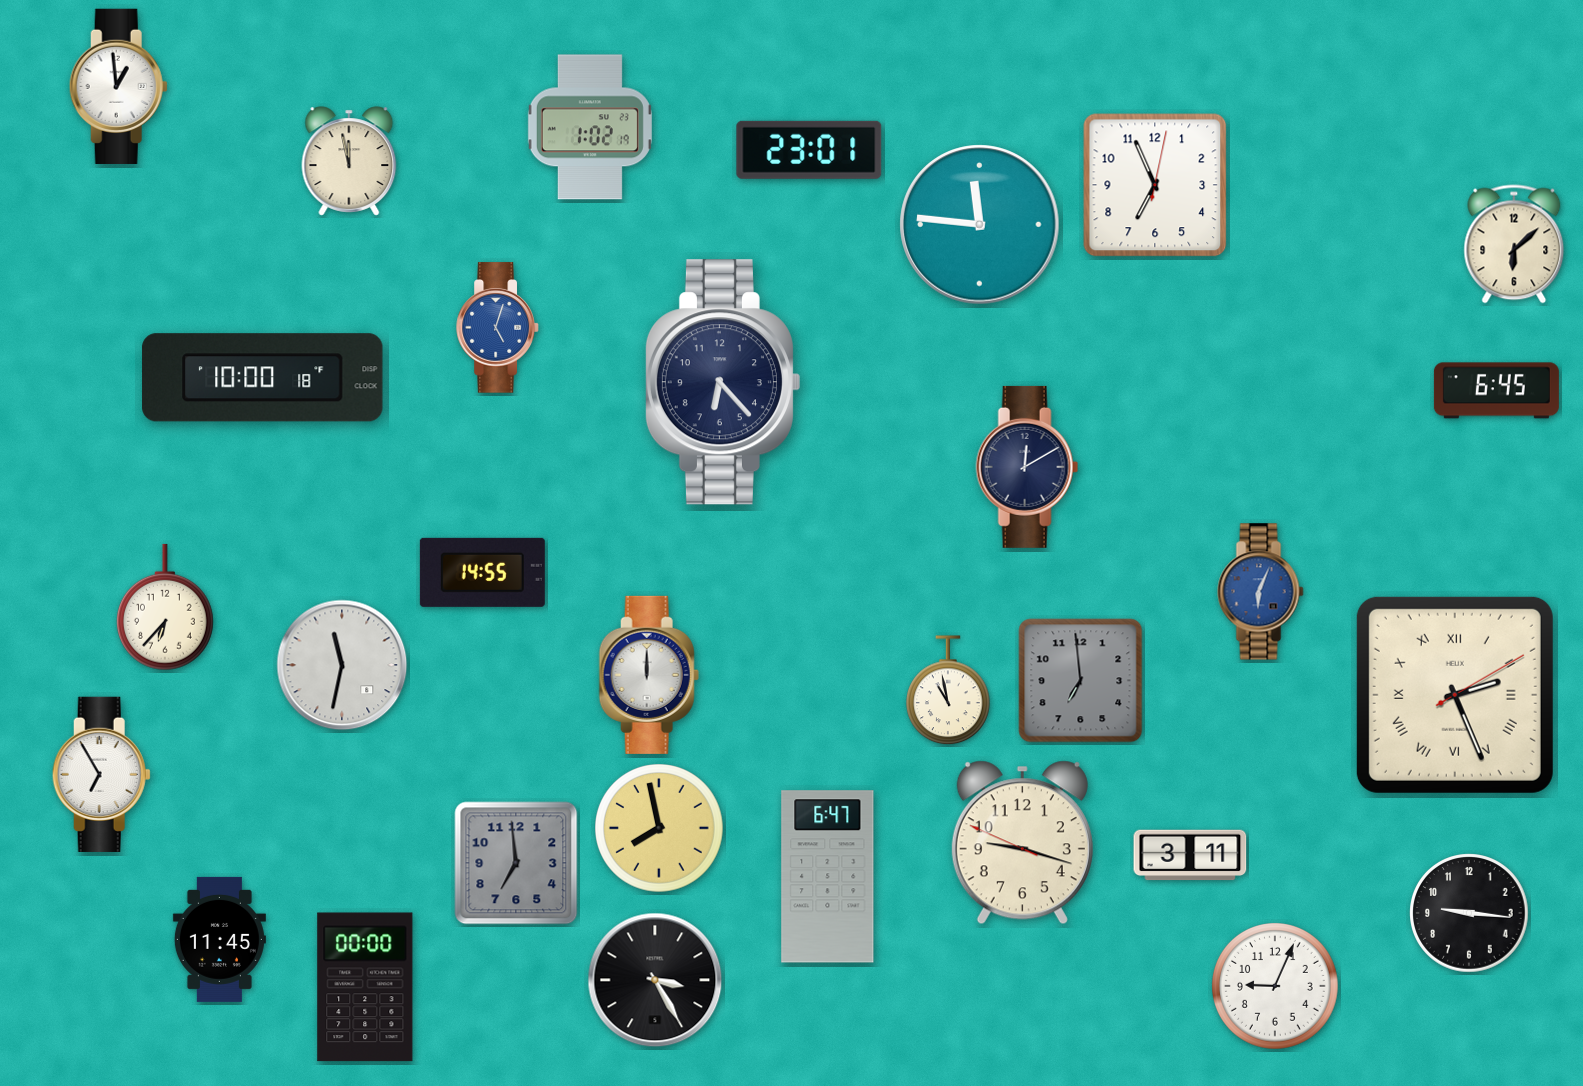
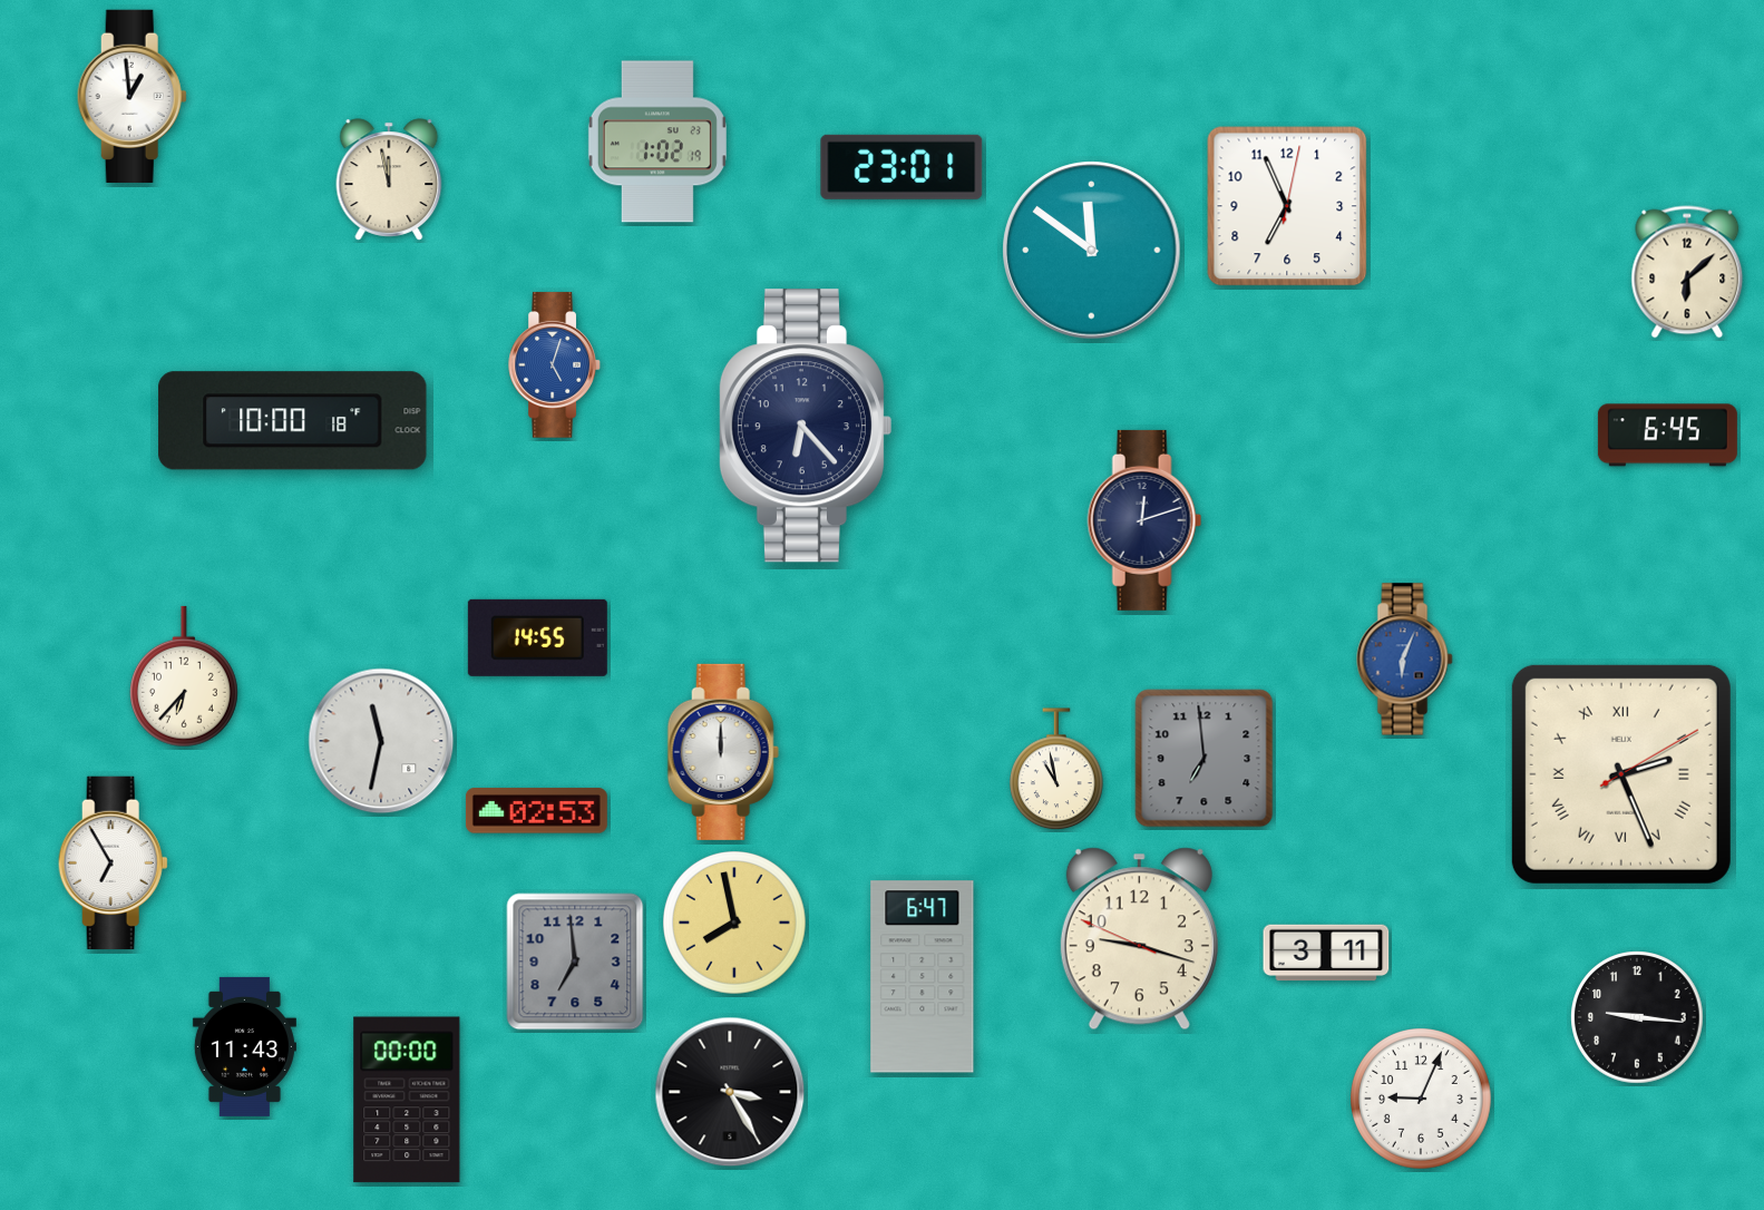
clock at (980, 225): 11:46 -> 11:51
clock at (1027, 467): 12:10 -> 12:12
clock at (536, 811): none -> 02:53
clock at (219, 939): 11:45 -> 11:43
